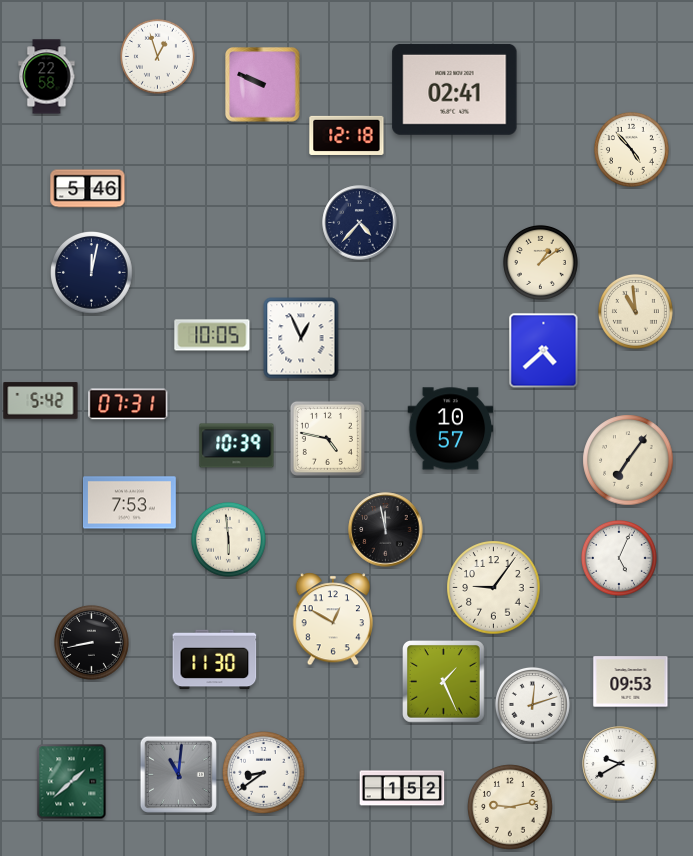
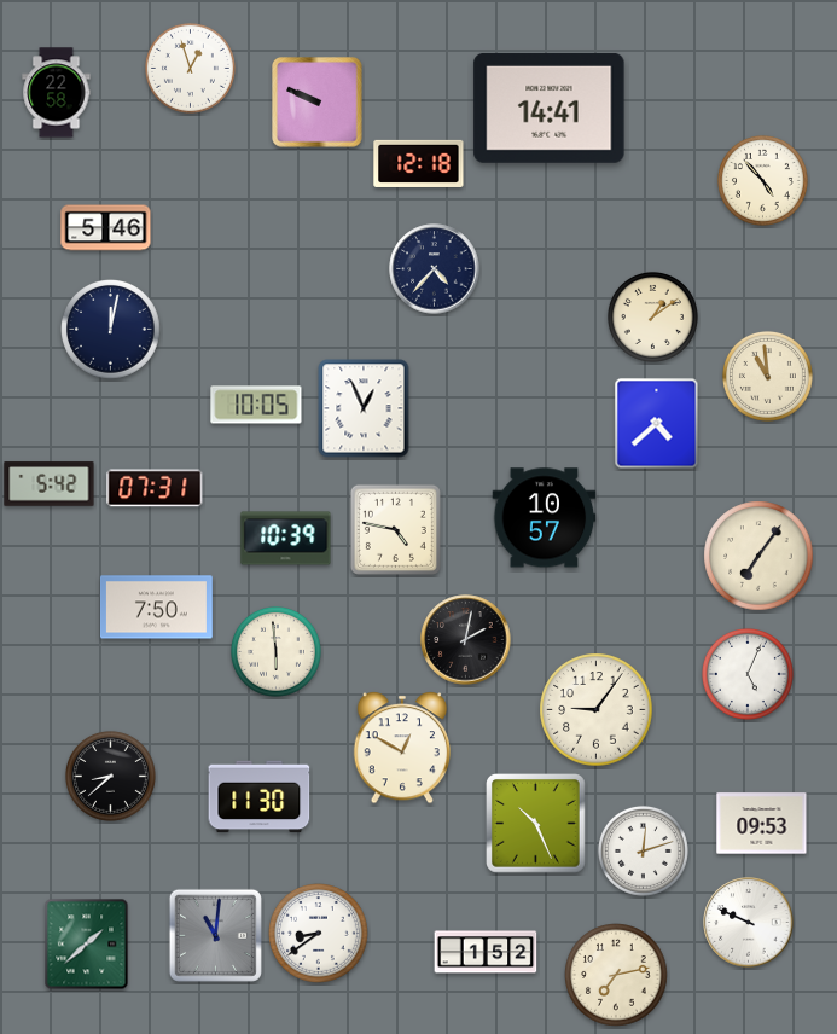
clock at (455, 89): 02:41 -> 14:41
clock at (129, 503): 7:53 -> 7:50
clock at (386, 530): 11:58 -> 2:02
clock at (91, 642): 8:43 -> 8:38
clock at (444, 682): 1:26 -> 10:26
clock at (620, 764): 9:40 -> 9:49
clock at (510, 807): 9:13 -> 7:13
